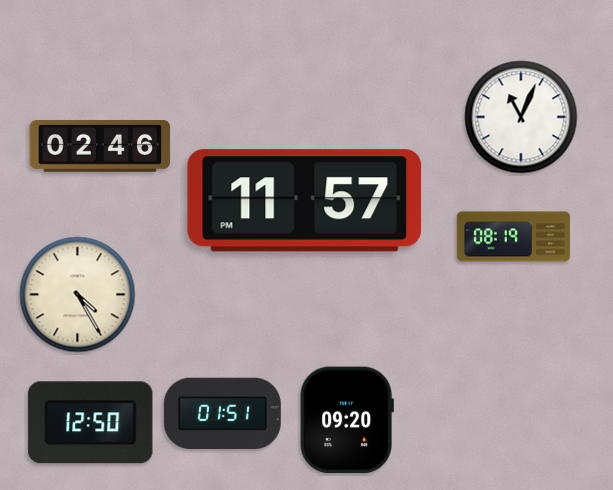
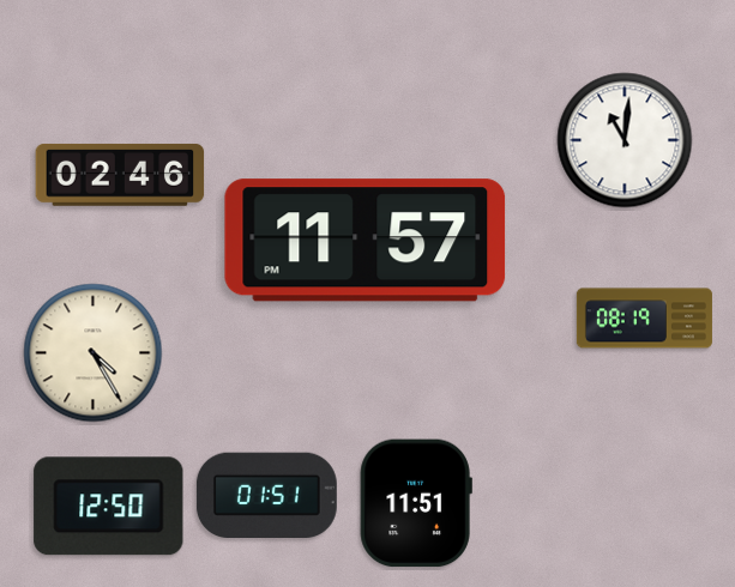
clock at (521, 117): 11:04 -> 11:01
clock at (513, 237) position: (513, 237) -> (644, 319)
clock at (347, 420): 09:20 -> 11:51
